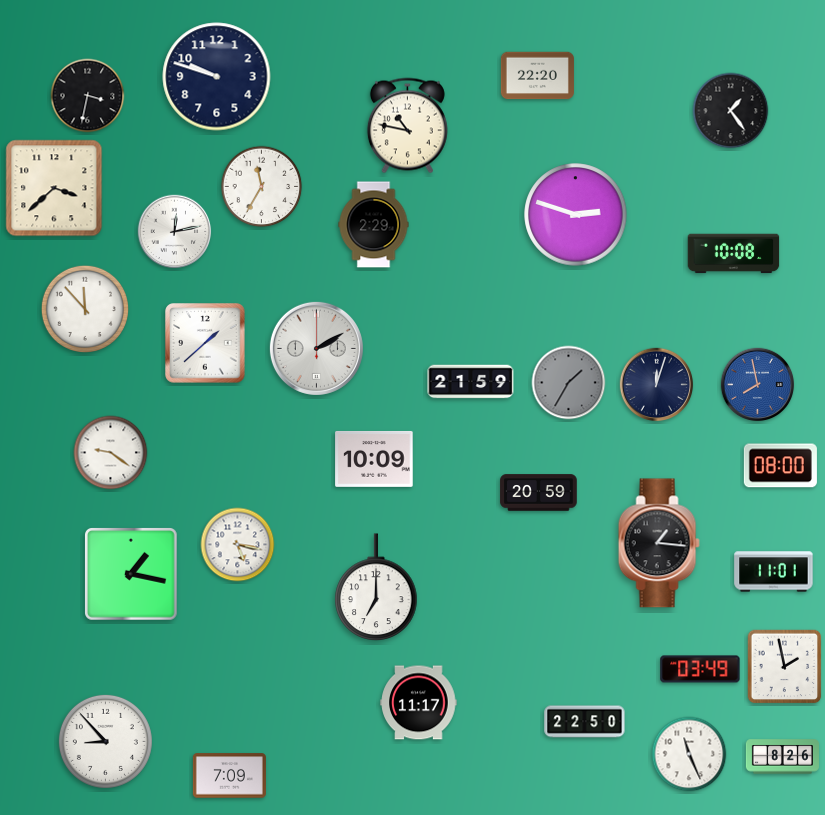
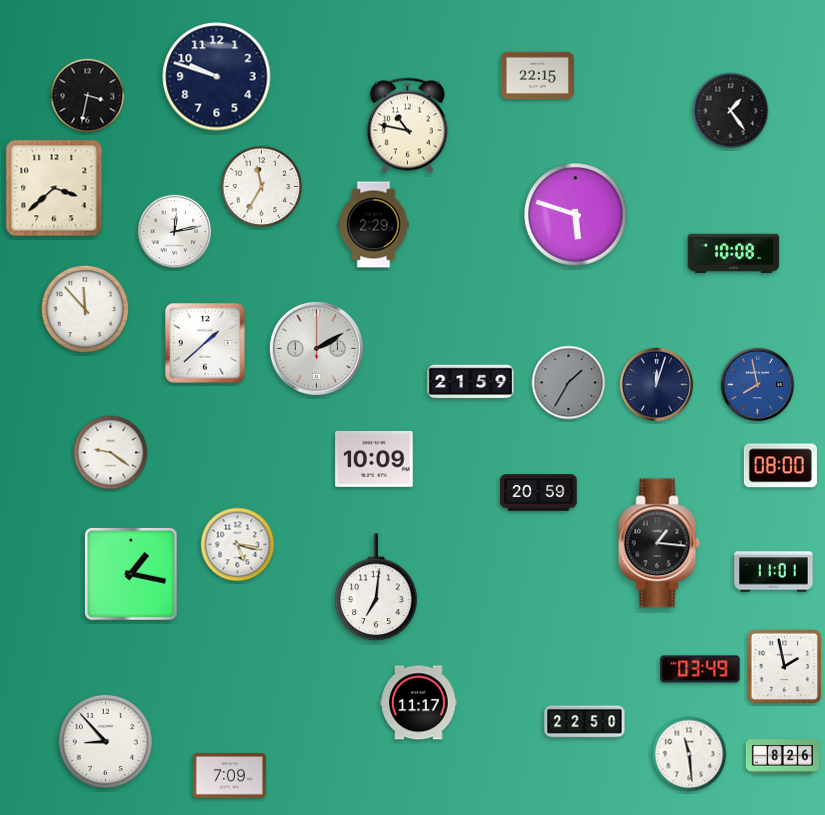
clock at (537, 76): 22:20 -> 22:15
clock at (576, 215): 2:48 -> 5:48
clock at (376, 587): 7:00 -> 7:01
clock at (689, 754): 11:26 -> 11:29
